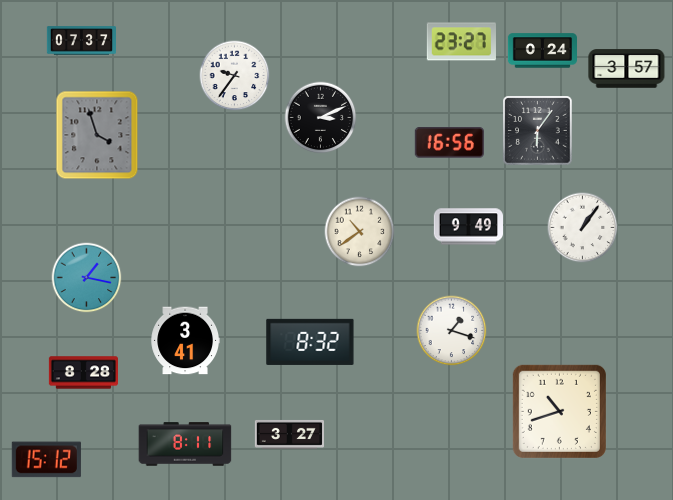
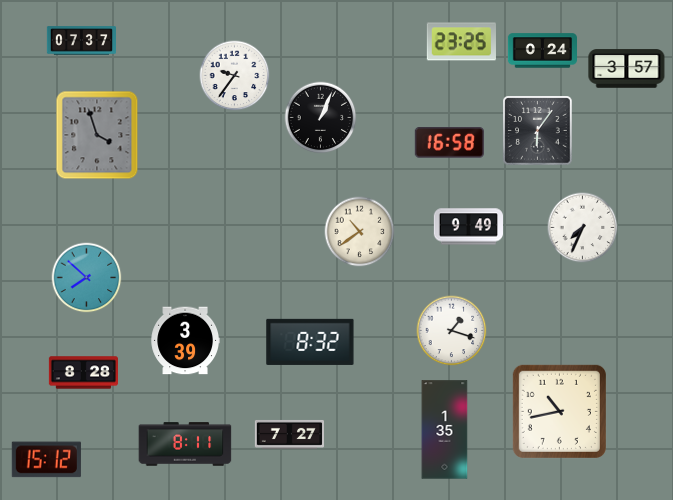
clock at (461, 42): 23:27 -> 23:25
clock at (321, 118): 3:11 -> 1:04
clock at (449, 143): 16:56 -> 16:58
clock at (583, 228): 1:06 -> 7:34
clock at (87, 278): 1:17 -> 7:52
clock at (185, 341): 3:41 -> 3:39
clock at (559, 411): 10:42 -> 10:43
clock at (445, 430): none -> 1:35
clock at (289, 434): 3:27 -> 7:27
